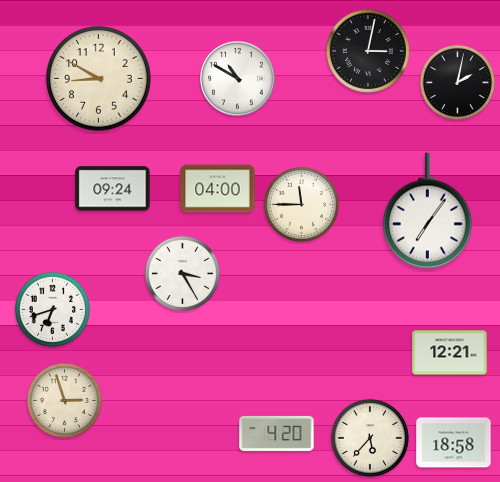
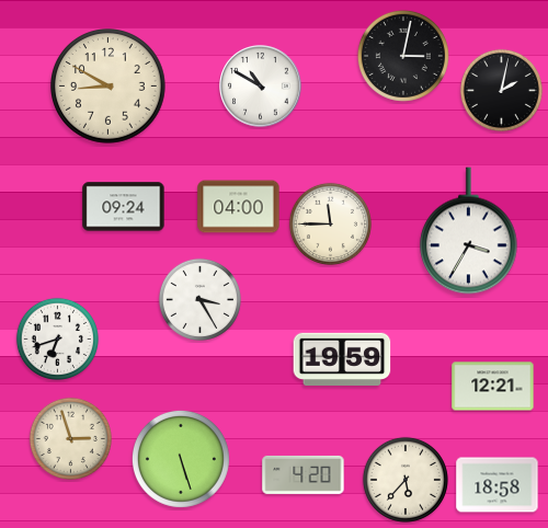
clock at (428, 211): 7:06 -> 3:35
clock at (342, 358): none -> 19:59
clock at (181, 459): none -> 5:27
